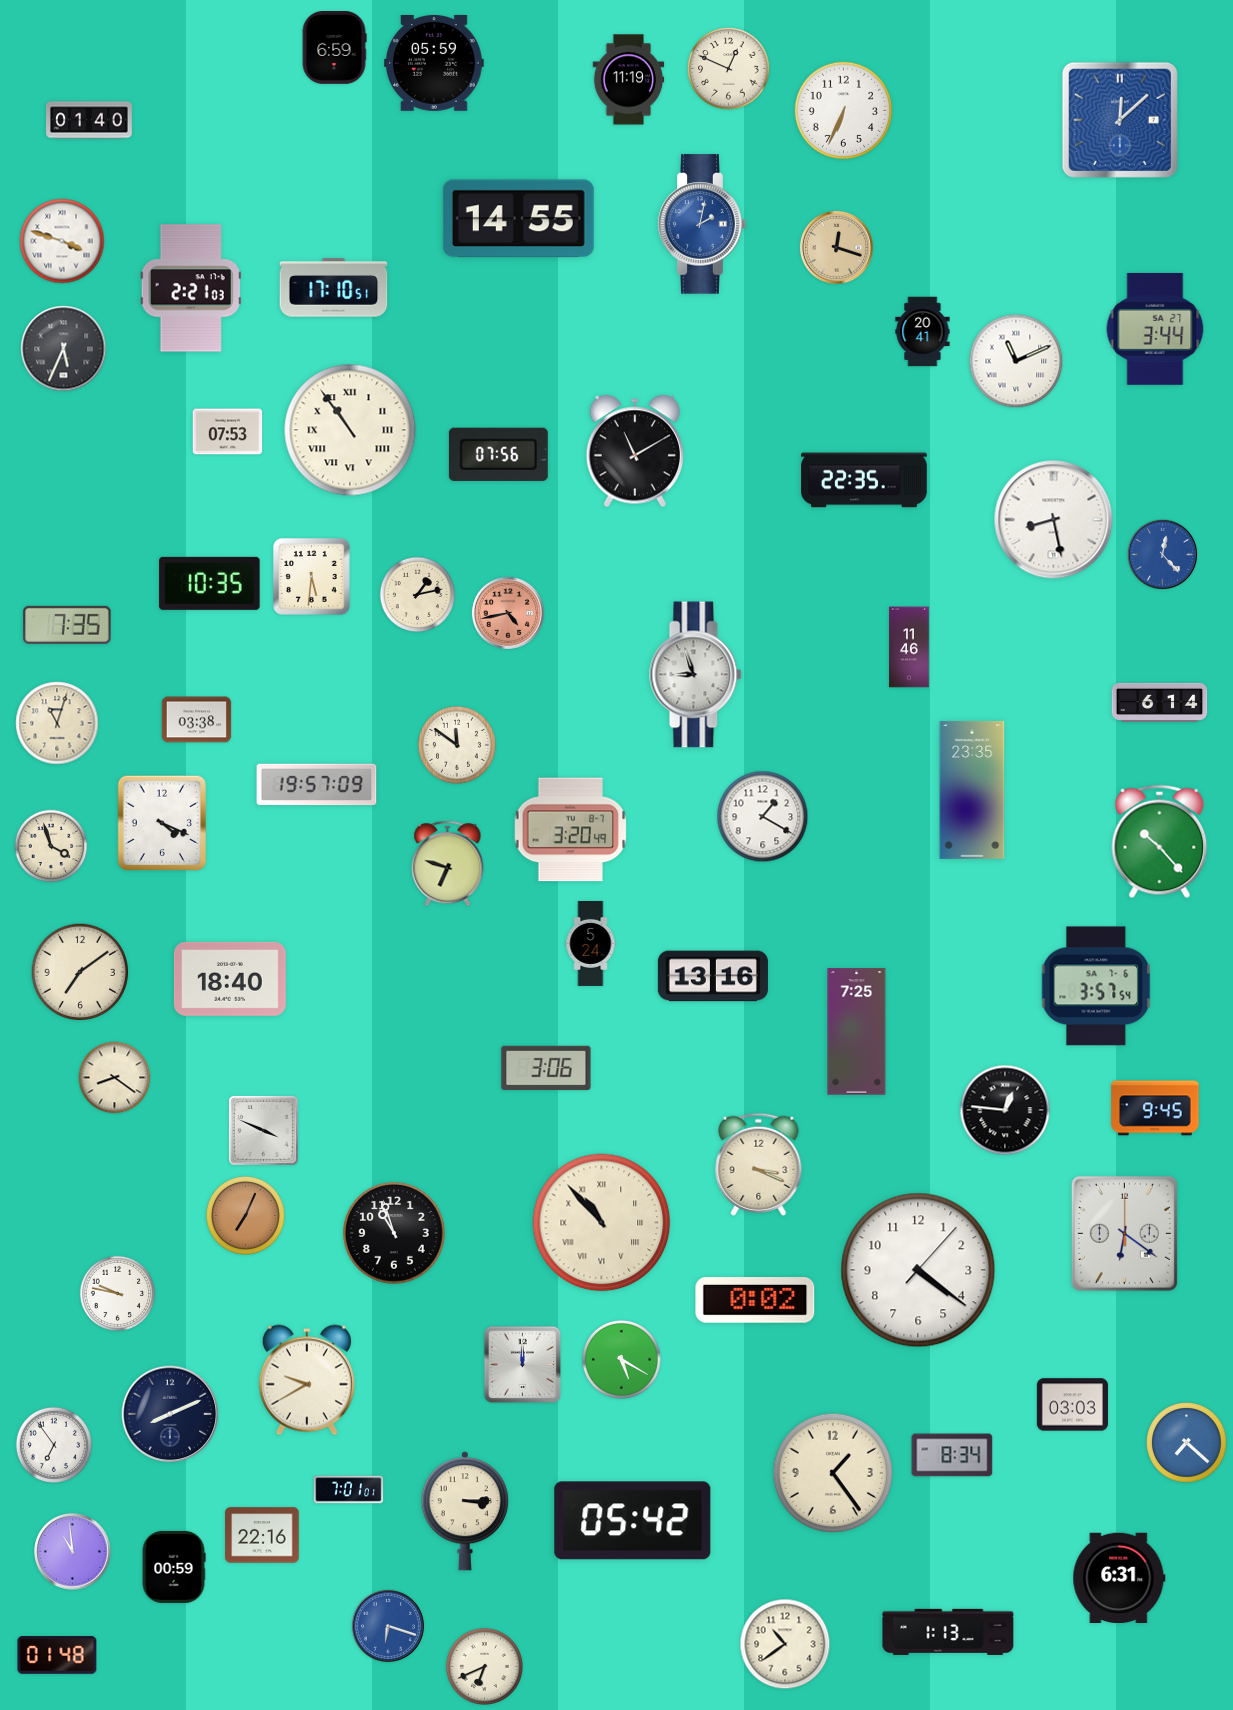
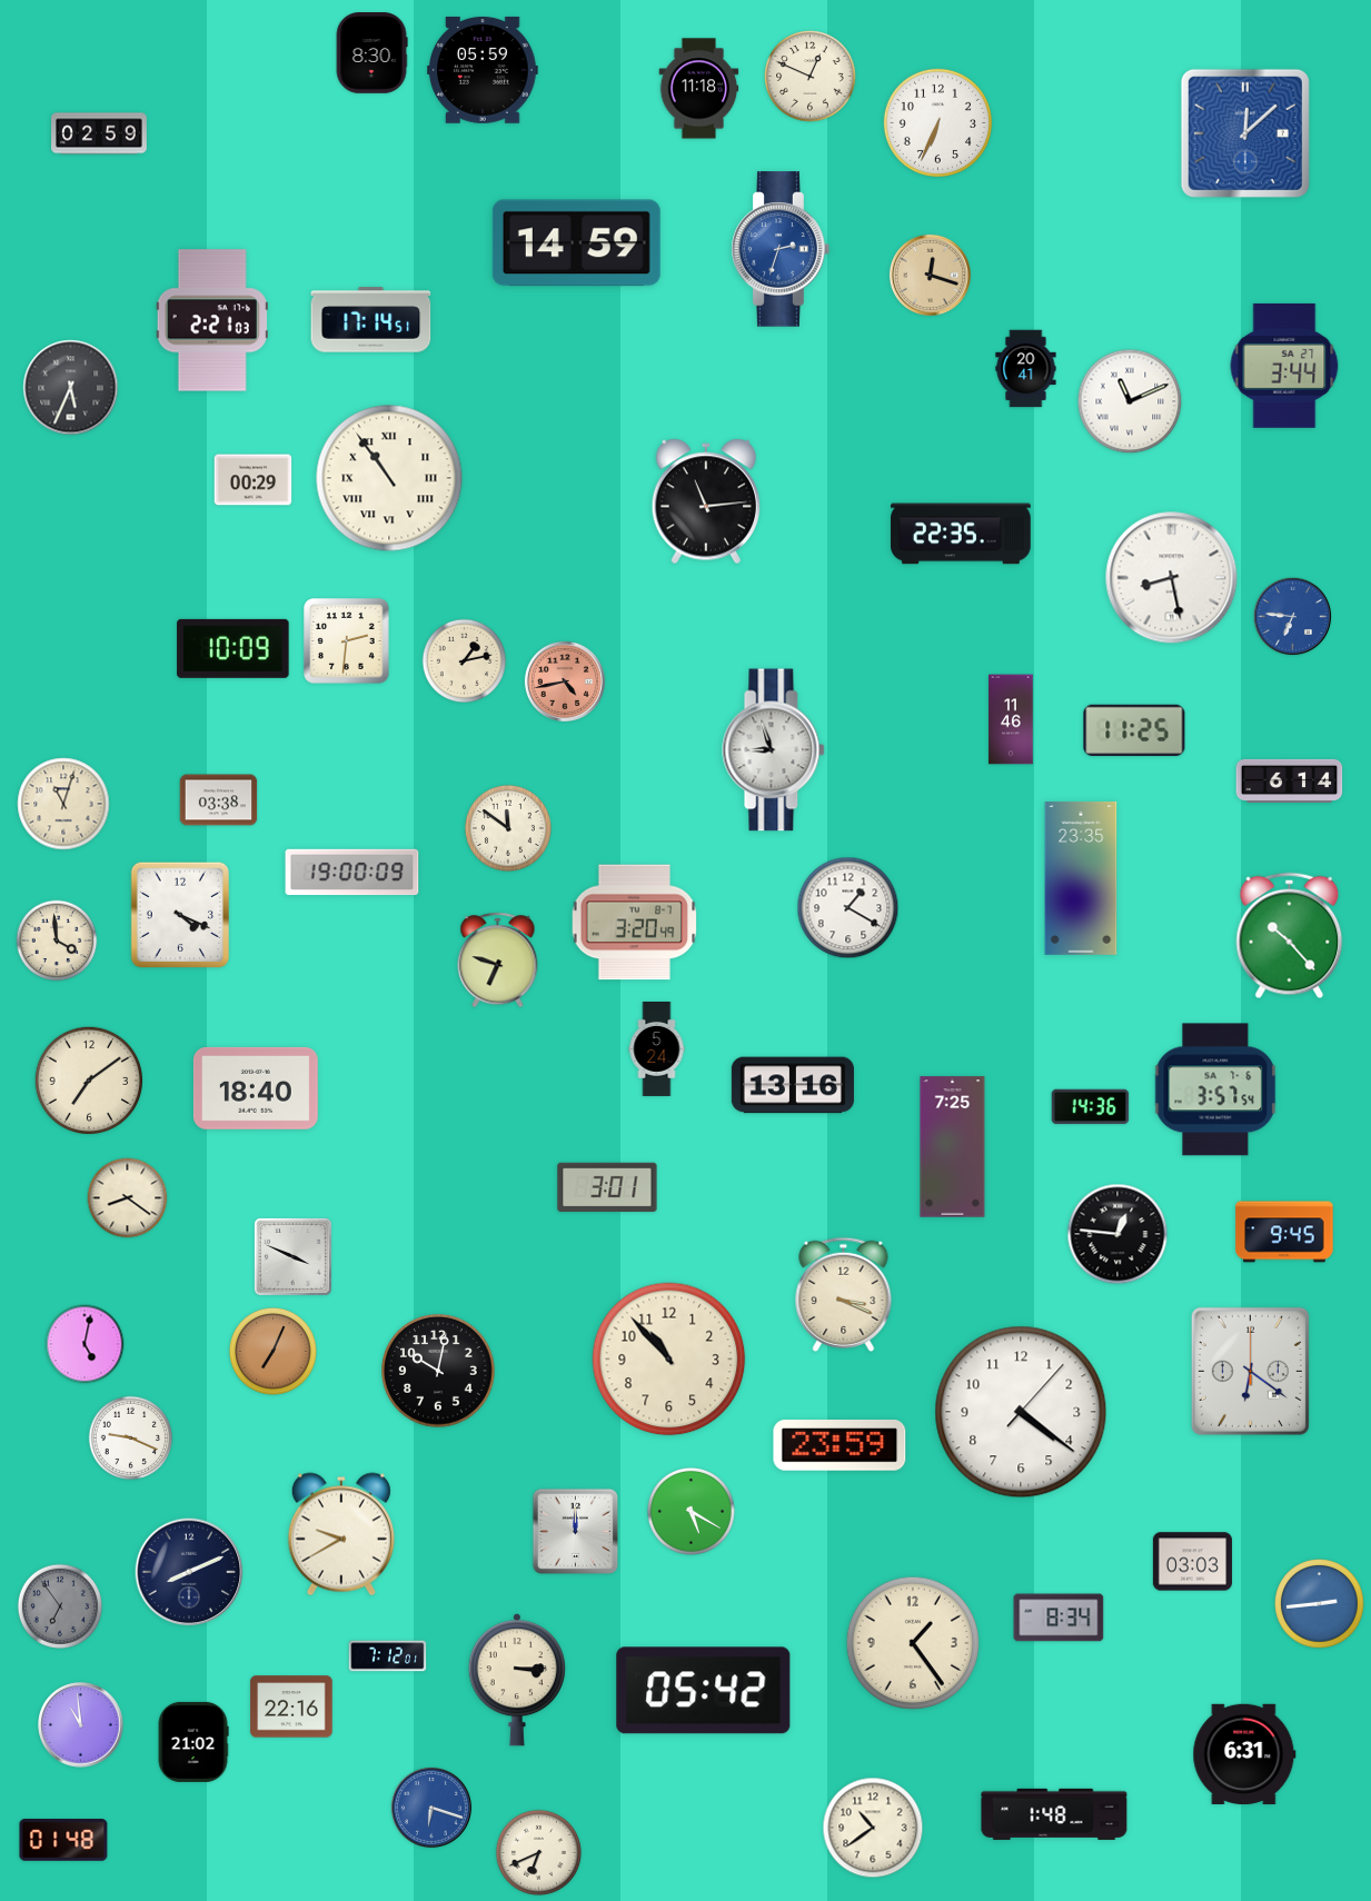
clock at (334, 48): 6:59 -> 8:30
clock at (629, 80): 11:19 -> 11:18
clock at (90, 120): 01:40 -> 02:59
clock at (518, 219): 14:55 -> 14:59
clock at (702, 224): 2:02 -> 2:33
clock at (62, 241): 3:48 -> none
clock at (334, 288): 17:10 -> 17:14
clock at (228, 432): 07:53 -> 00:29
clock at (635, 451): 11:10 -> 11:14
clock at (498, 454): 07:56 -> none
clock at (1163, 555): 12:23 -> 6:46
clock at (312, 577): 5:31 -> 2:31
clock at (210, 583): 10:35 -> 10:09
clock at (67, 625): 7:35 -> none
clock at (1134, 730): none -> 11:25
clock at (317, 785): 19:57 -> 19:00
clock at (51, 846): 3:57 -> 3:59
clock at (1096, 986) position: (1096, 986) -> (1215, 1089)
clock at (1091, 1107): none -> 14:36
clock at (546, 1068): 3:06 -> 3:01
clock at (85, 1344): none -> 5:02
clock at (602, 1223) numerals: Roman -> Arabic
clock at (395, 1234): 10:57 -> 10:02
clock at (118, 1294): 9:47 -> 9:19
clock at (755, 1301): 0:02 -> 23:59
clock at (523, 1365) position: (523, 1365) -> (576, 1532)
clock at (1187, 1443): 7:22 -> 2:44
clock at (54, 1445) dial: white -> grey
clock at (833, 1473) position: (833, 1473) -> (913, 1643)
clock at (349, 1490): 7:01 -> 7:12
clock at (174, 1567): 00:59 -> 21:02
clock at (948, 1632): 1:13 -> 1:48
